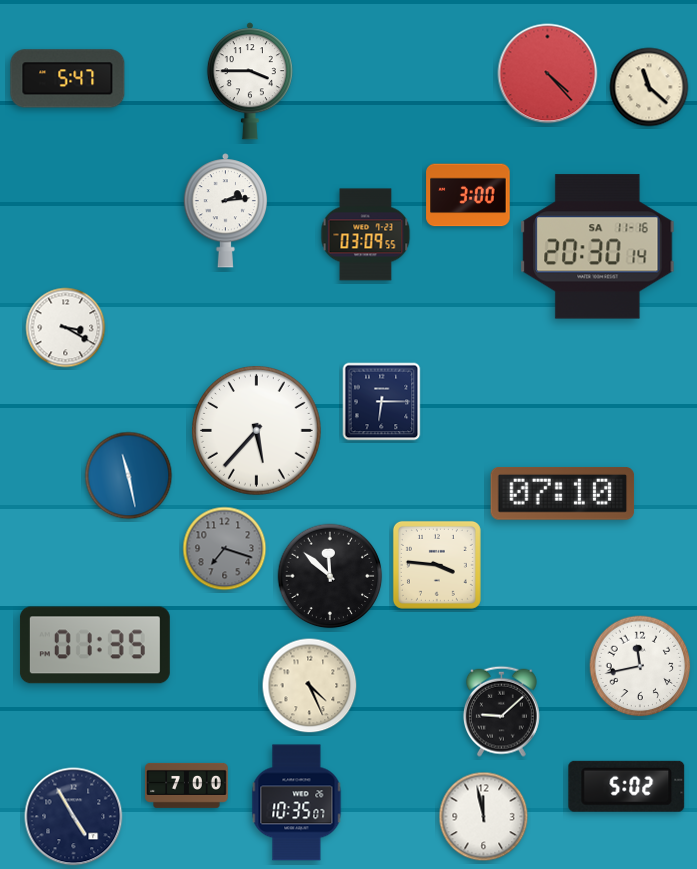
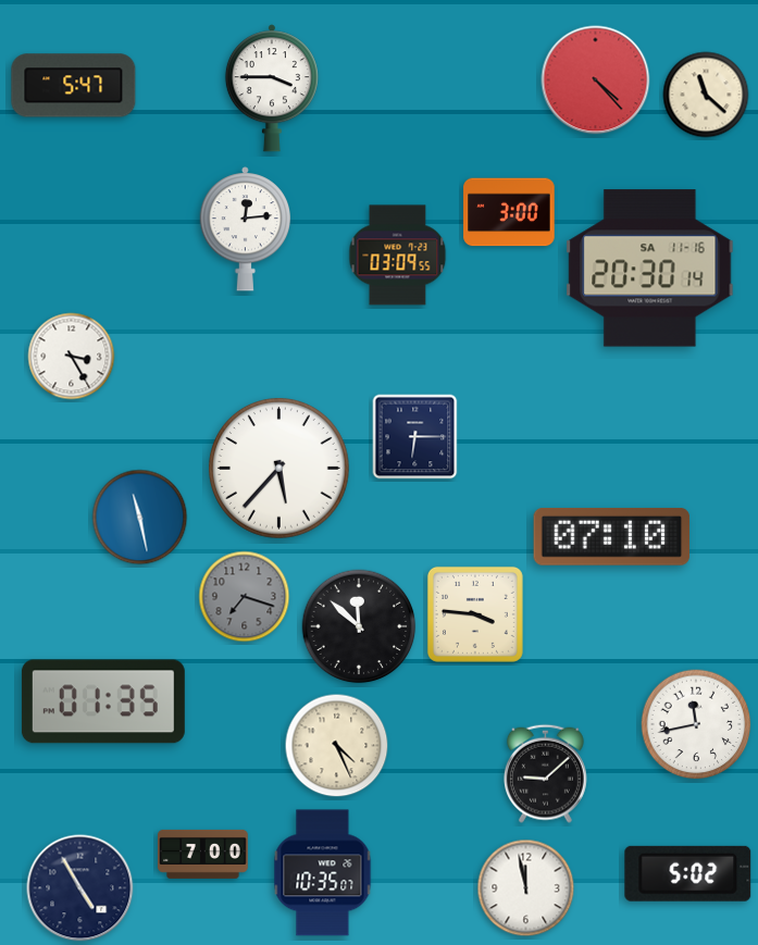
clock at (226, 211): 2:14 -> 12:14
clock at (66, 328): 3:20 -> 3:25
clock at (627, 786) position: (627, 786) -> (688, 873)
